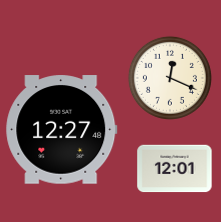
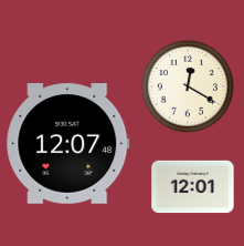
clock at (170, 78): 12:19 -> 12:20
clock at (62, 130): 12:27 -> 12:07
